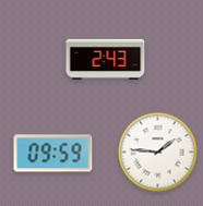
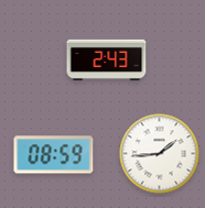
clock at (158, 153): 1:46 -> 1:44
clock at (53, 154): 09:59 -> 08:59
